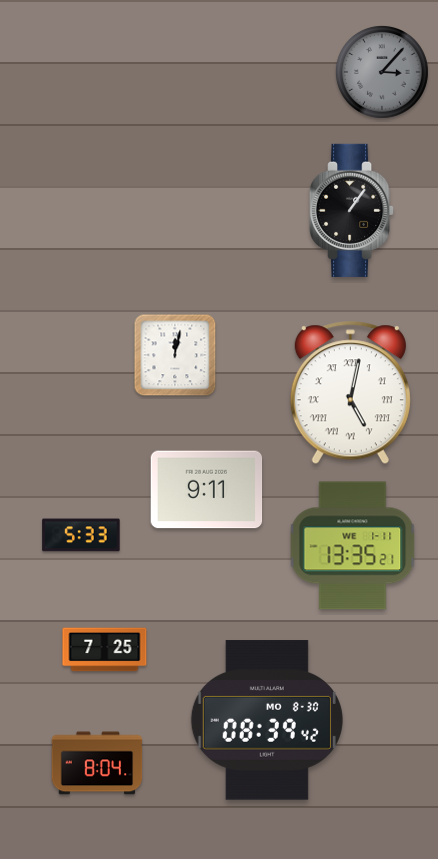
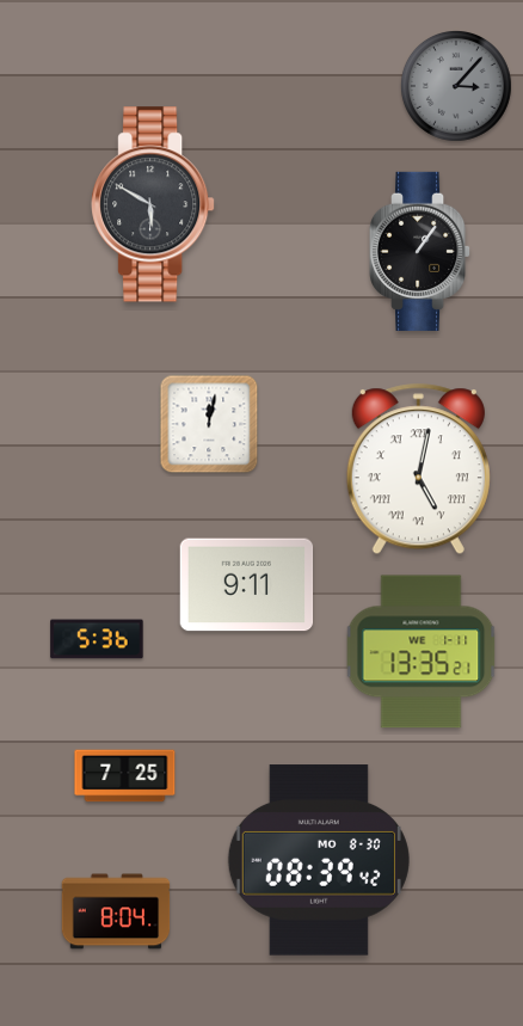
clock at (153, 204): none -> 5:50
clock at (81, 535): 5:33 -> 5:36
